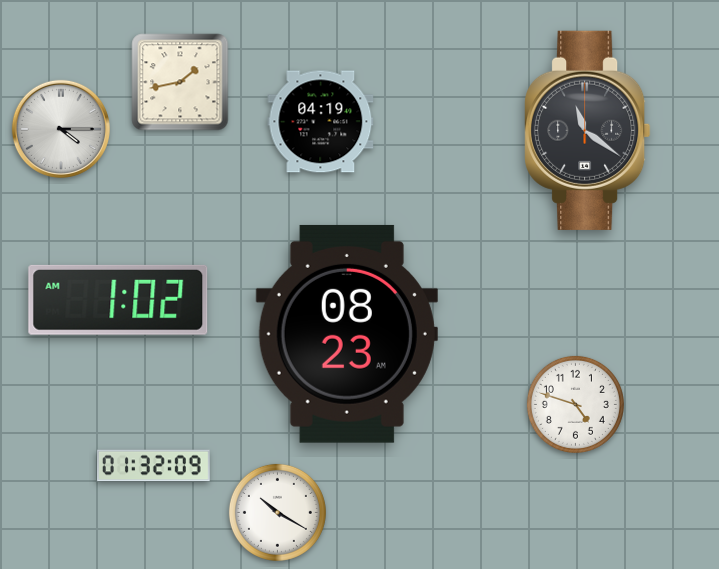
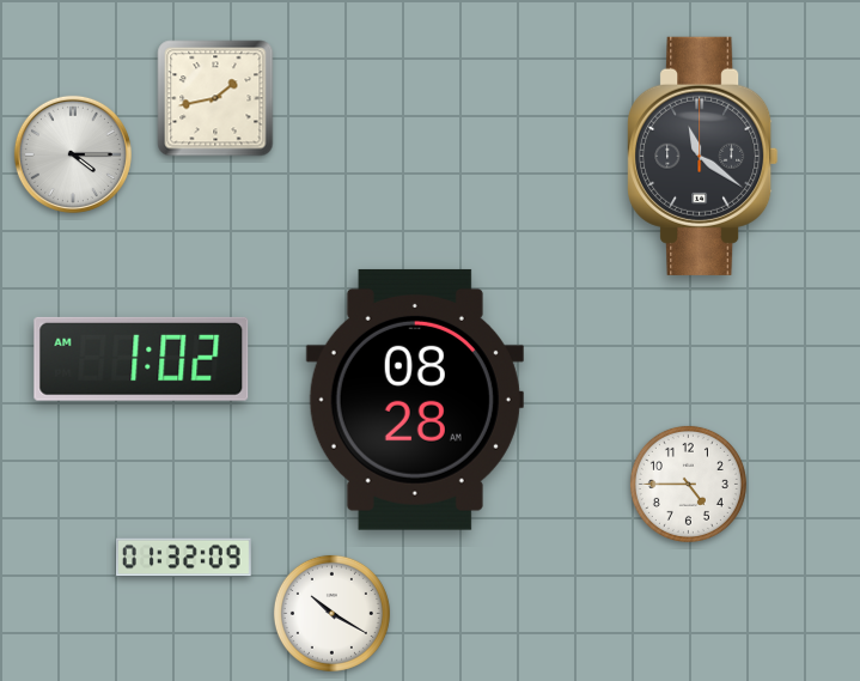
clock at (321, 122): 04:19 -> none
clock at (347, 334): 08:23 -> 08:28
clock at (575, 404): 4:48 -> 4:45
